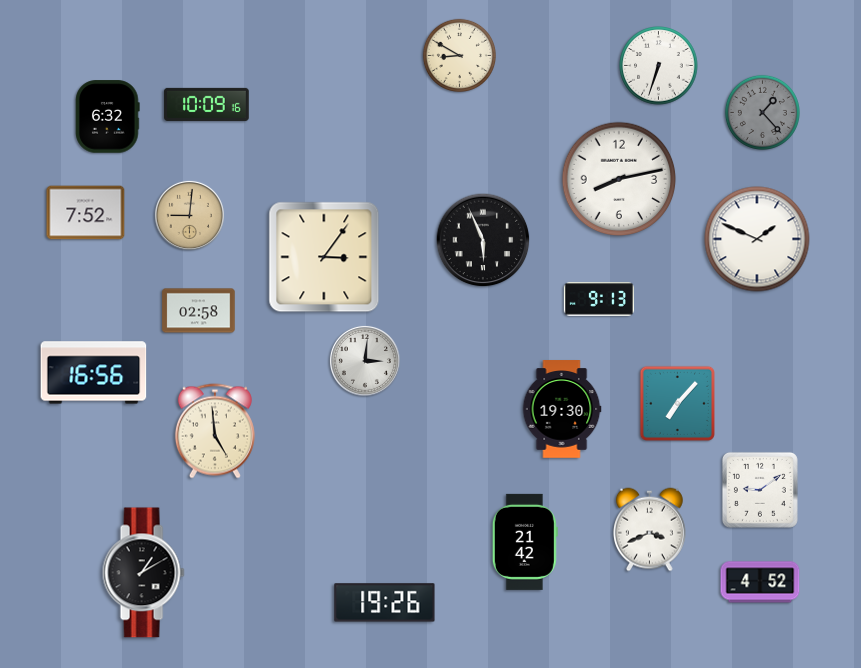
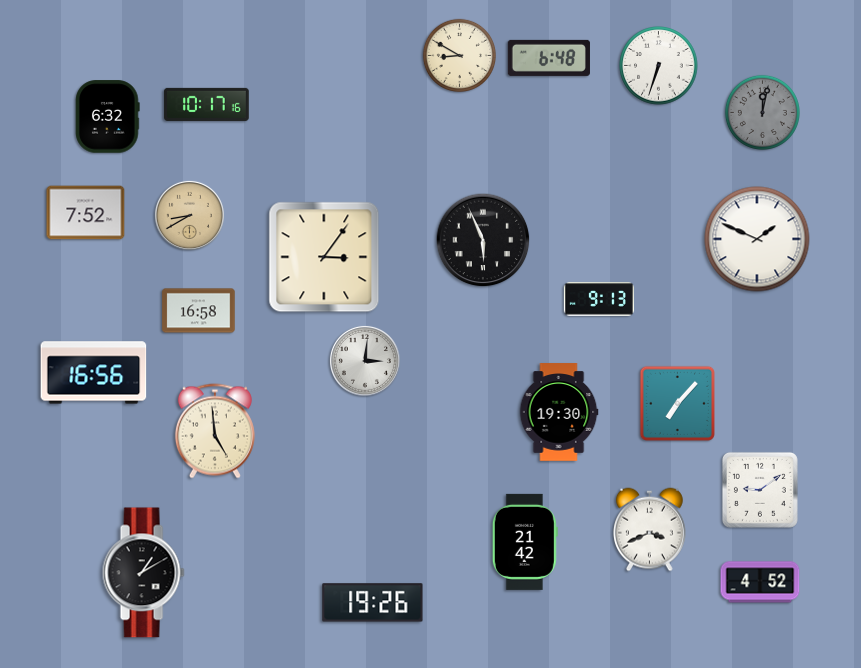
clock at (549, 58): none -> 6:48
clock at (207, 104): 10:09 -> 10:17
clock at (762, 112): 1:23 -> 12:02
clock at (619, 179): 8:13 -> none
clock at (189, 215): 9:01 -> 8:40
clock at (199, 311): 02:58 -> 16:58
clock at (562, 409) position: (562, 409) -> (559, 412)
clock at (385, 603) position: (385, 603) -> (373, 603)
